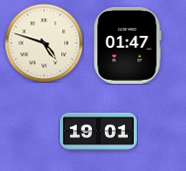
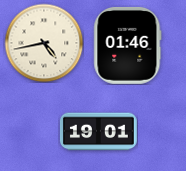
clock at (44, 43): 4:48 -> 4:43
clock at (128, 45): 01:47 -> 01:46
